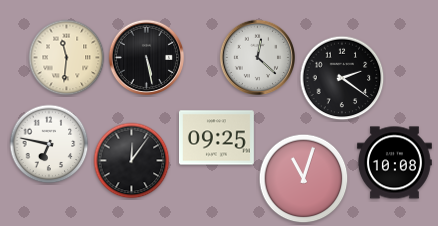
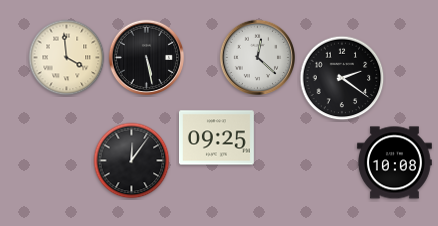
clock at (67, 58): 11:31 -> 3:59
clock at (49, 144): 6:47 -> none
clock at (304, 179): 11:03 -> none
